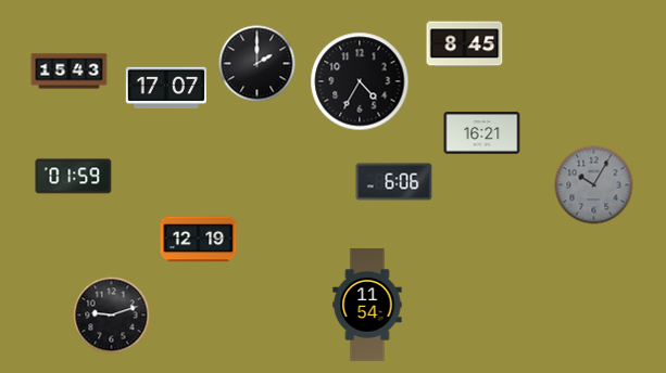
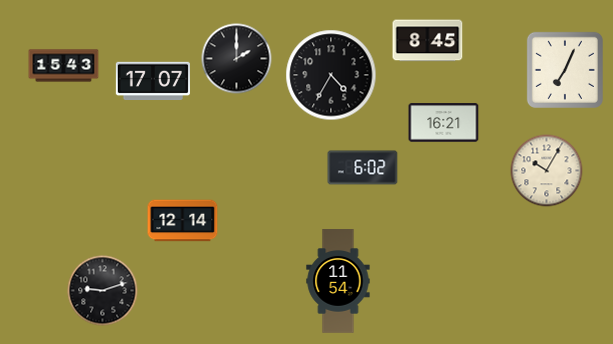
clock at (565, 70): none -> 7:04
clock at (74, 177): 01:59 -> none
clock at (394, 182): 6:06 -> 6:02
clock at (594, 185) dial: grey -> cream
clock at (199, 240): 12:19 -> 12:14
